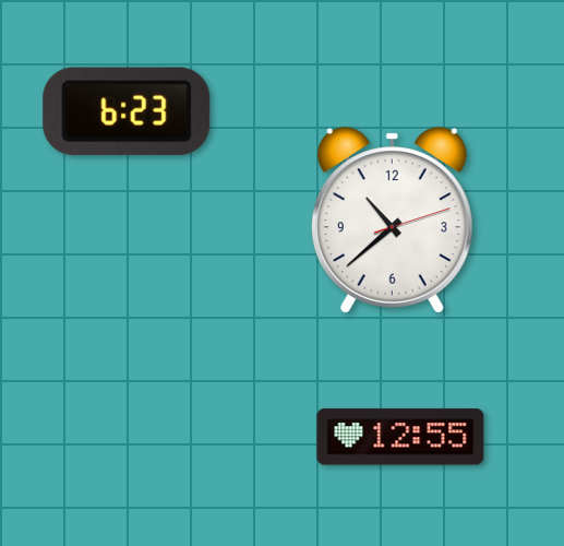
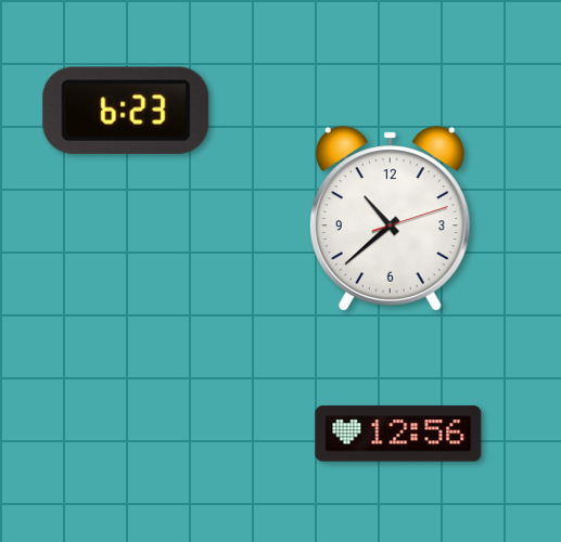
clock at (400, 437): 12:55 -> 12:56
